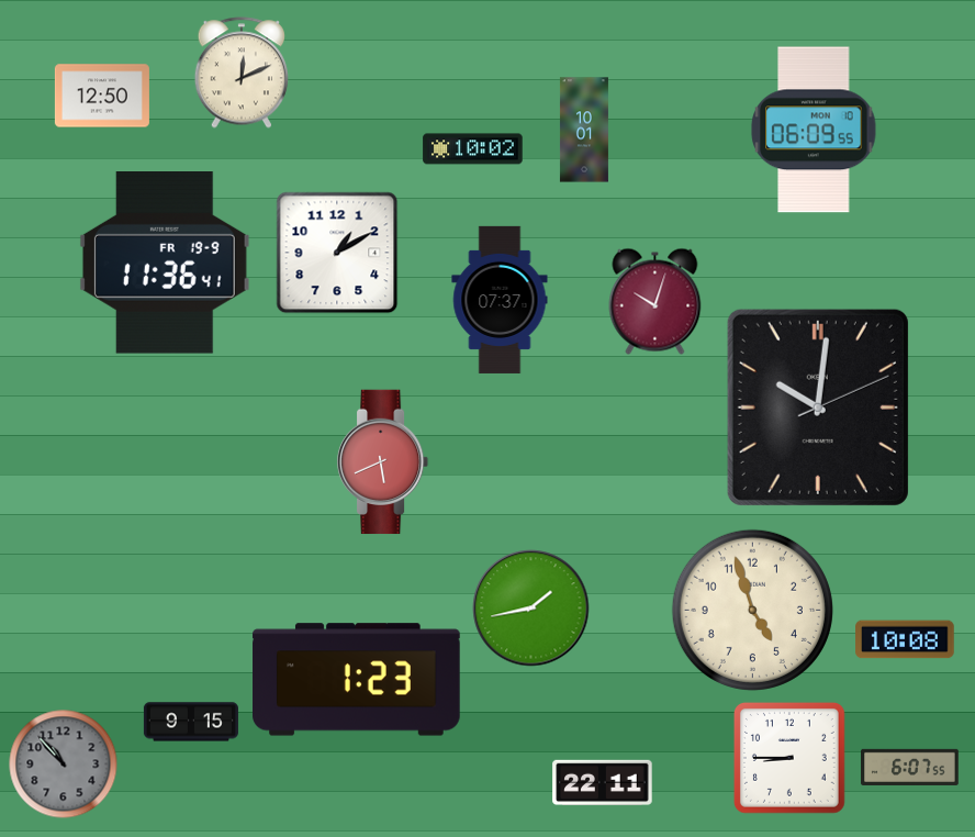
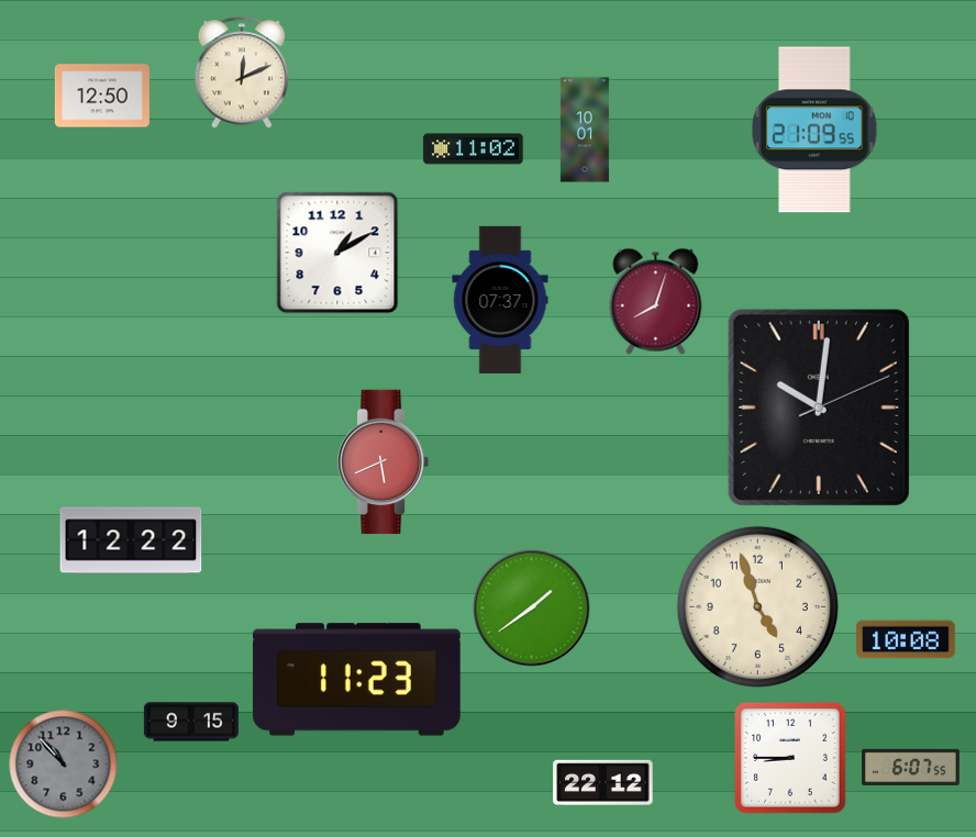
clock at (814, 130): 06:09 -> 21:09
clock at (473, 149): 10:02 -> 11:02
clock at (165, 264): 11:36 -> none
clock at (655, 301): 10:03 -> 8:03
clock at (131, 540): none -> 12:22
clock at (531, 609): 1:43 -> 1:39
clock at (752, 610) position: (752, 610) -> (757, 606)
clock at (357, 680): 1:23 -> 11:23
clock at (603, 783): 22:11 -> 22:12
